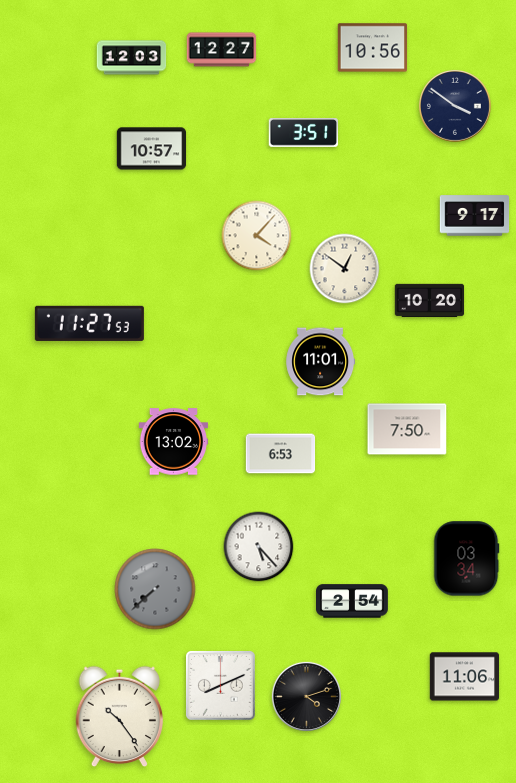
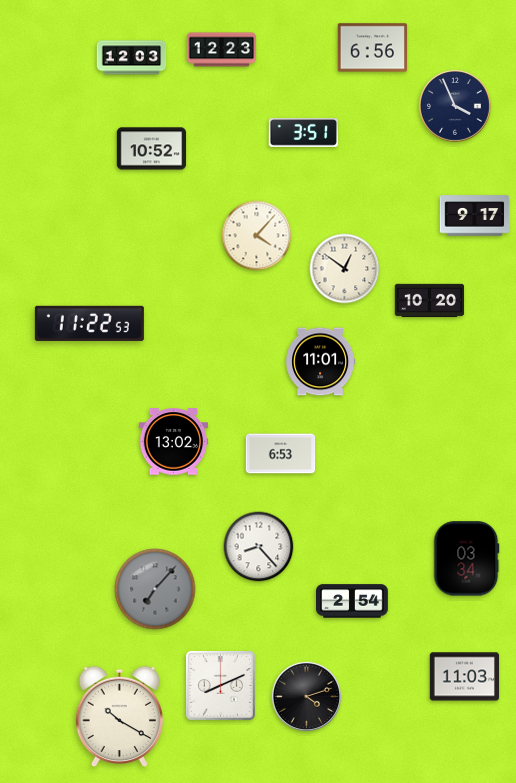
clock at (373, 48): 10:56 -> 6:56
clock at (222, 50): 12:27 -> 12:23
clock at (455, 106): 3:51 -> 3:56
clock at (152, 149): 10:57 -> 10:52
clock at (89, 323): 11:27 -> 11:22
clock at (407, 429): 7:50 -> none
clock at (259, 547): 5:23 -> 8:23
clock at (155, 589): 7:38 -> 7:07
clock at (465, 677): 11:06 -> 11:03
clock at (120, 717): 10:24 -> 10:20
